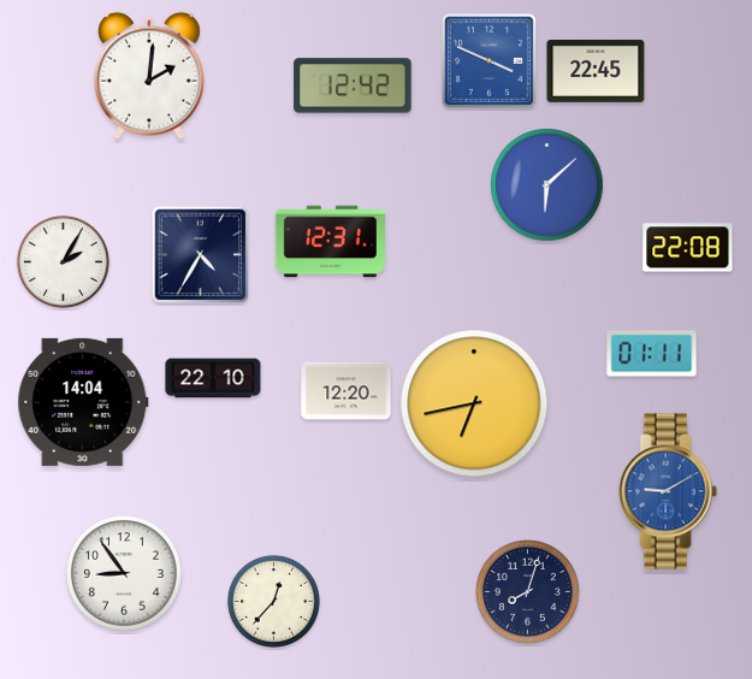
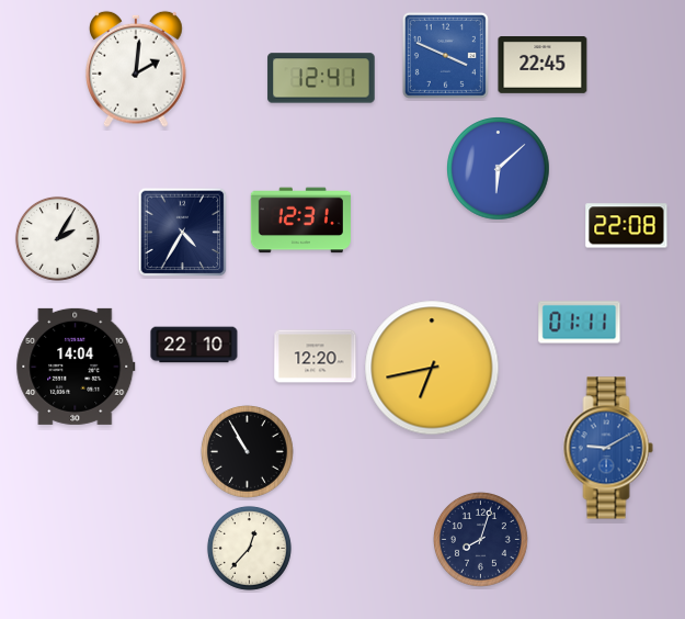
clock at (353, 85): 12:42 -> 12:41
clock at (652, 354) position: (652, 354) -> (580, 323)
clock at (247, 451): none -> 10:55
clock at (124, 573): 8:54 -> none
